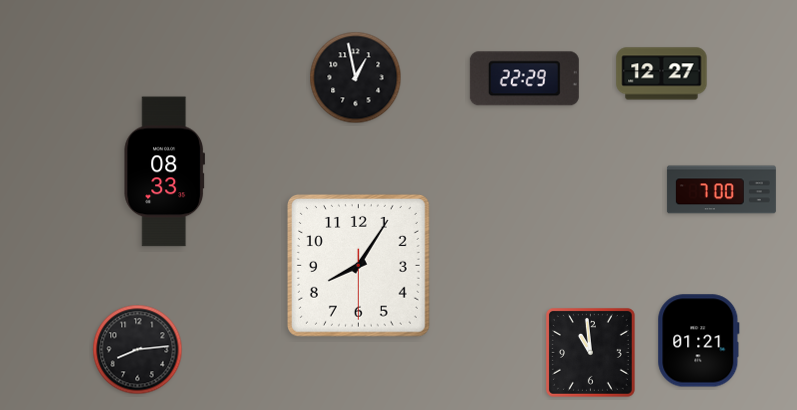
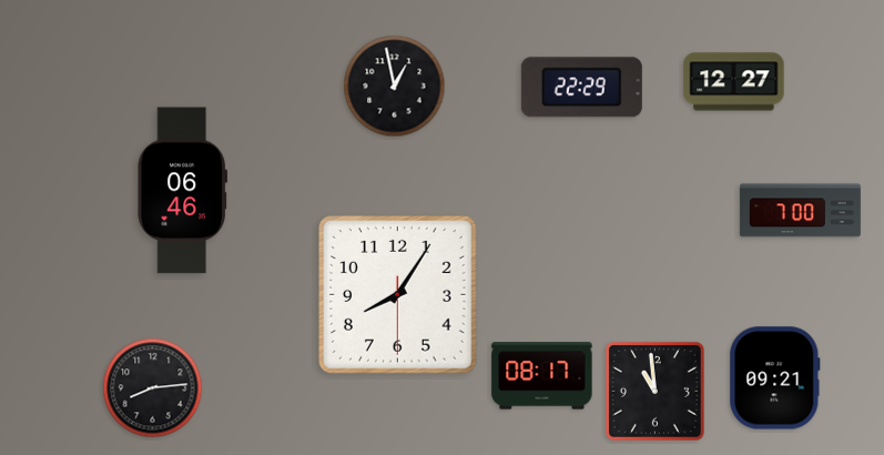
clock at (164, 172): 08:33 -> 06:46
clock at (542, 376): none -> 08:17
clock at (699, 341): 01:21 -> 09:21
